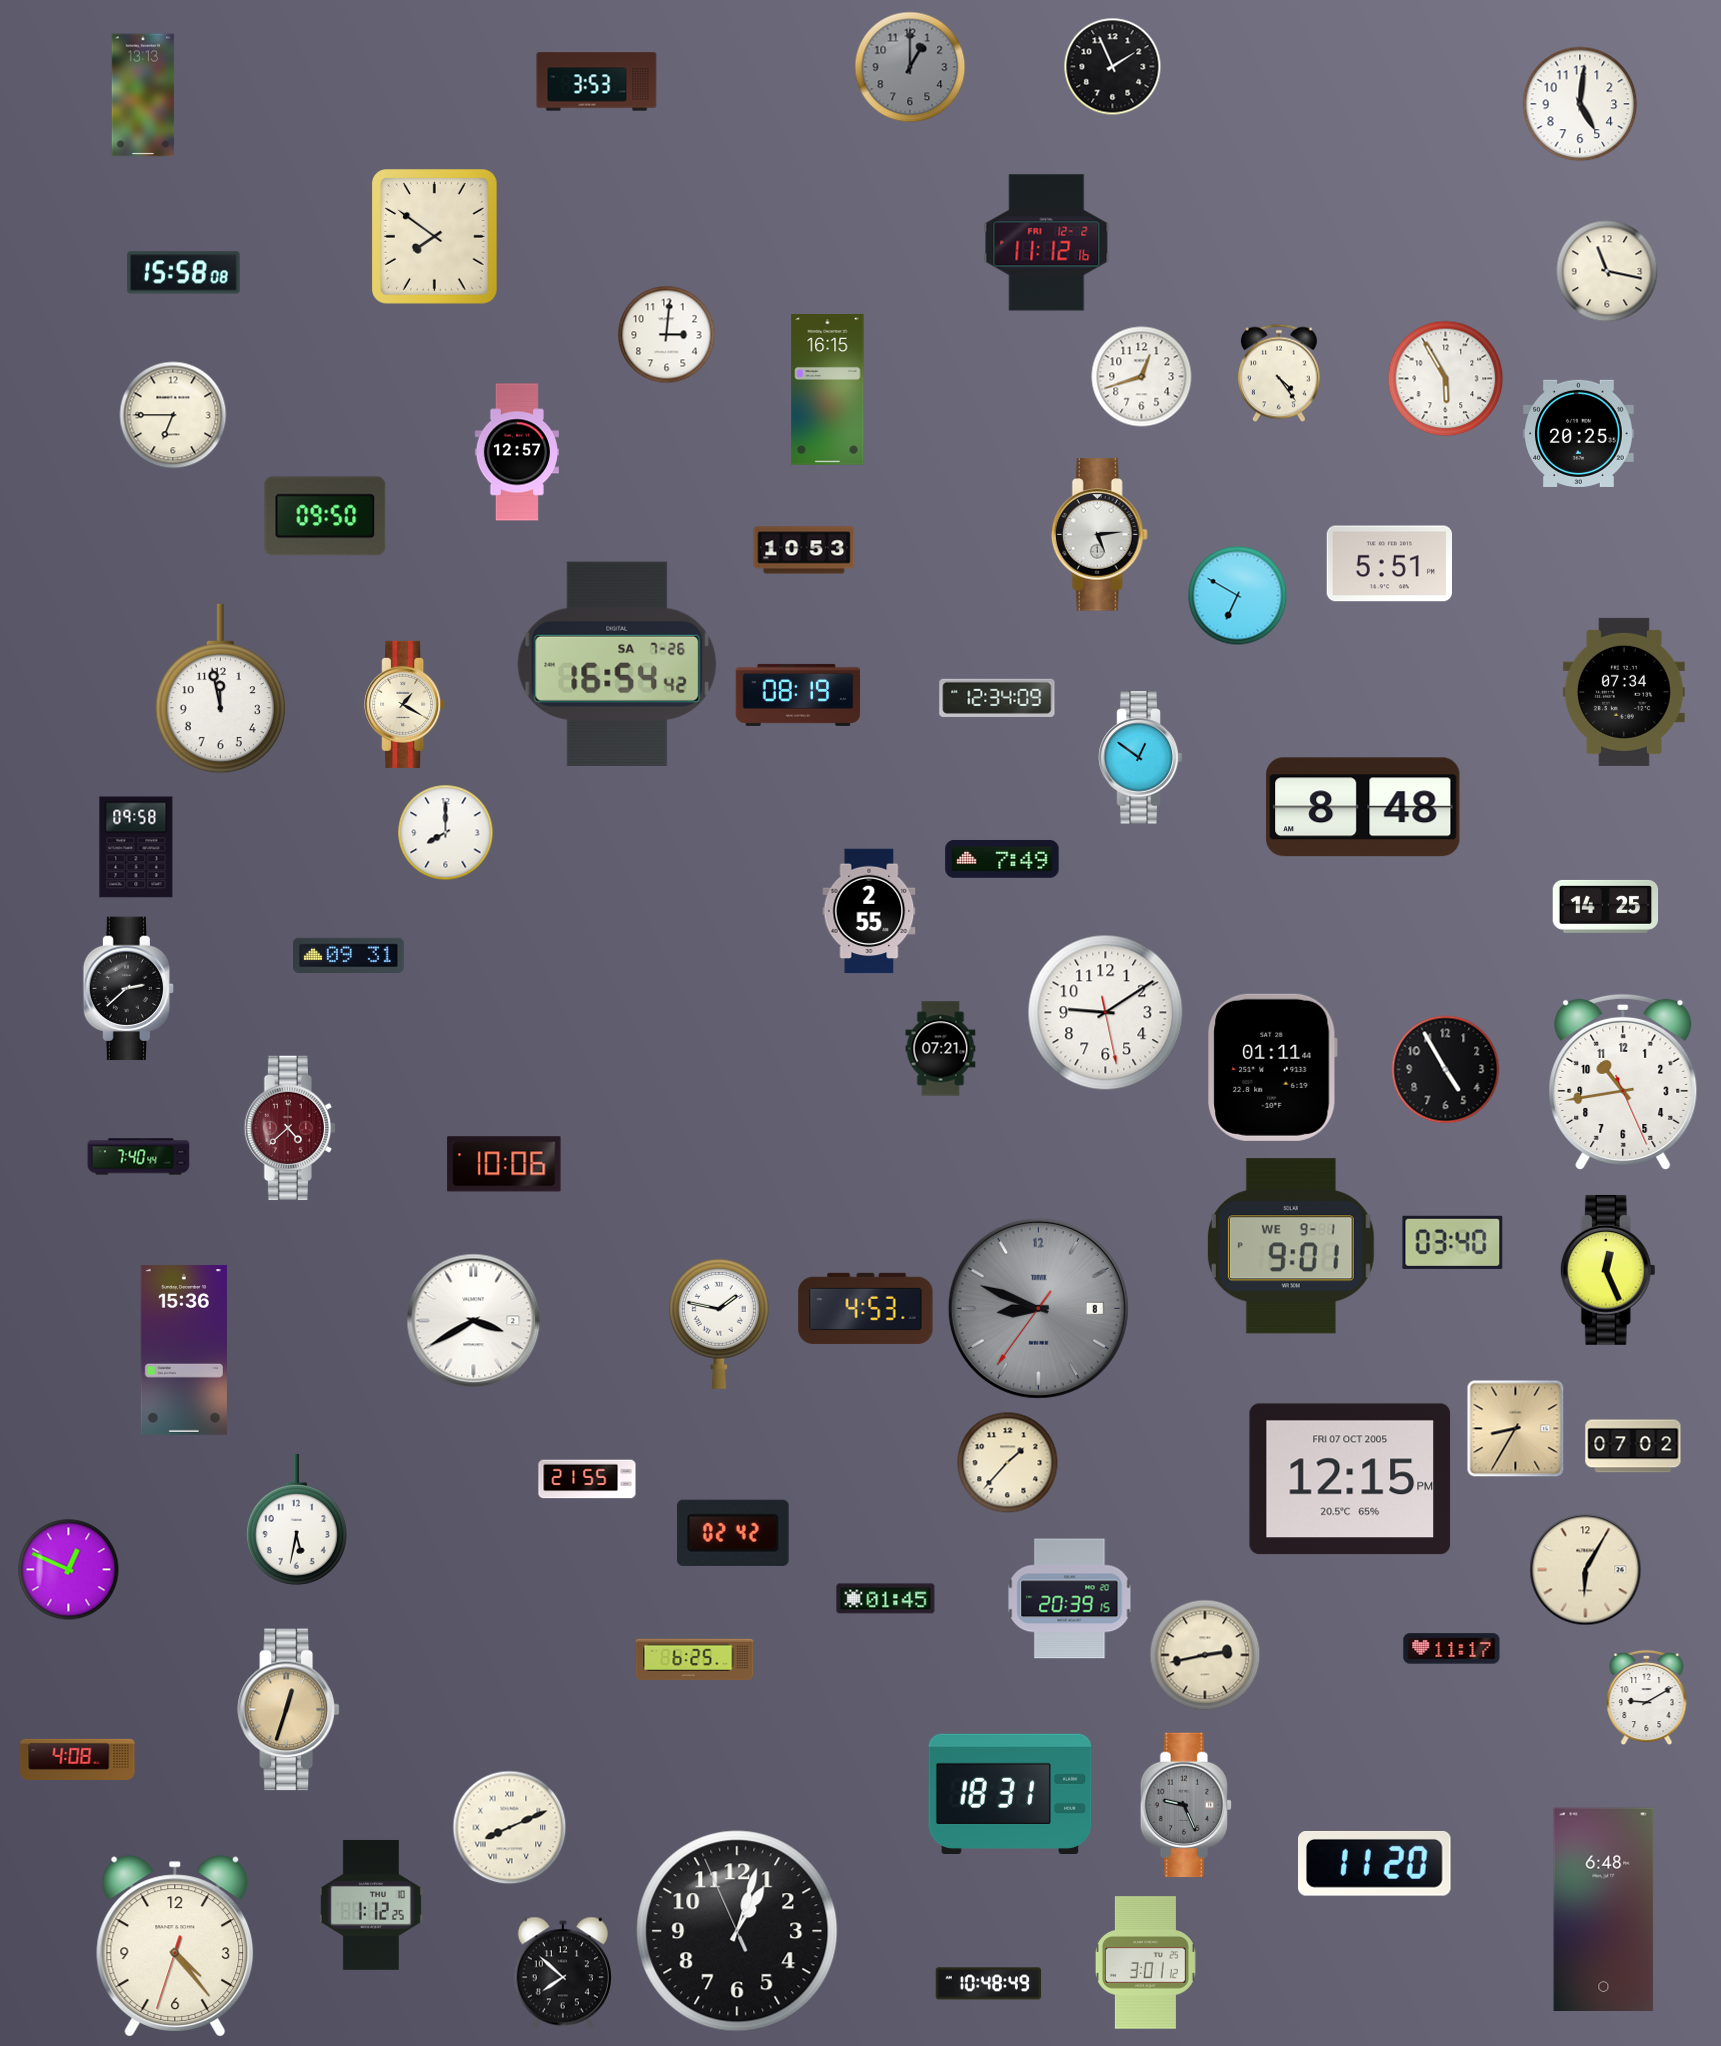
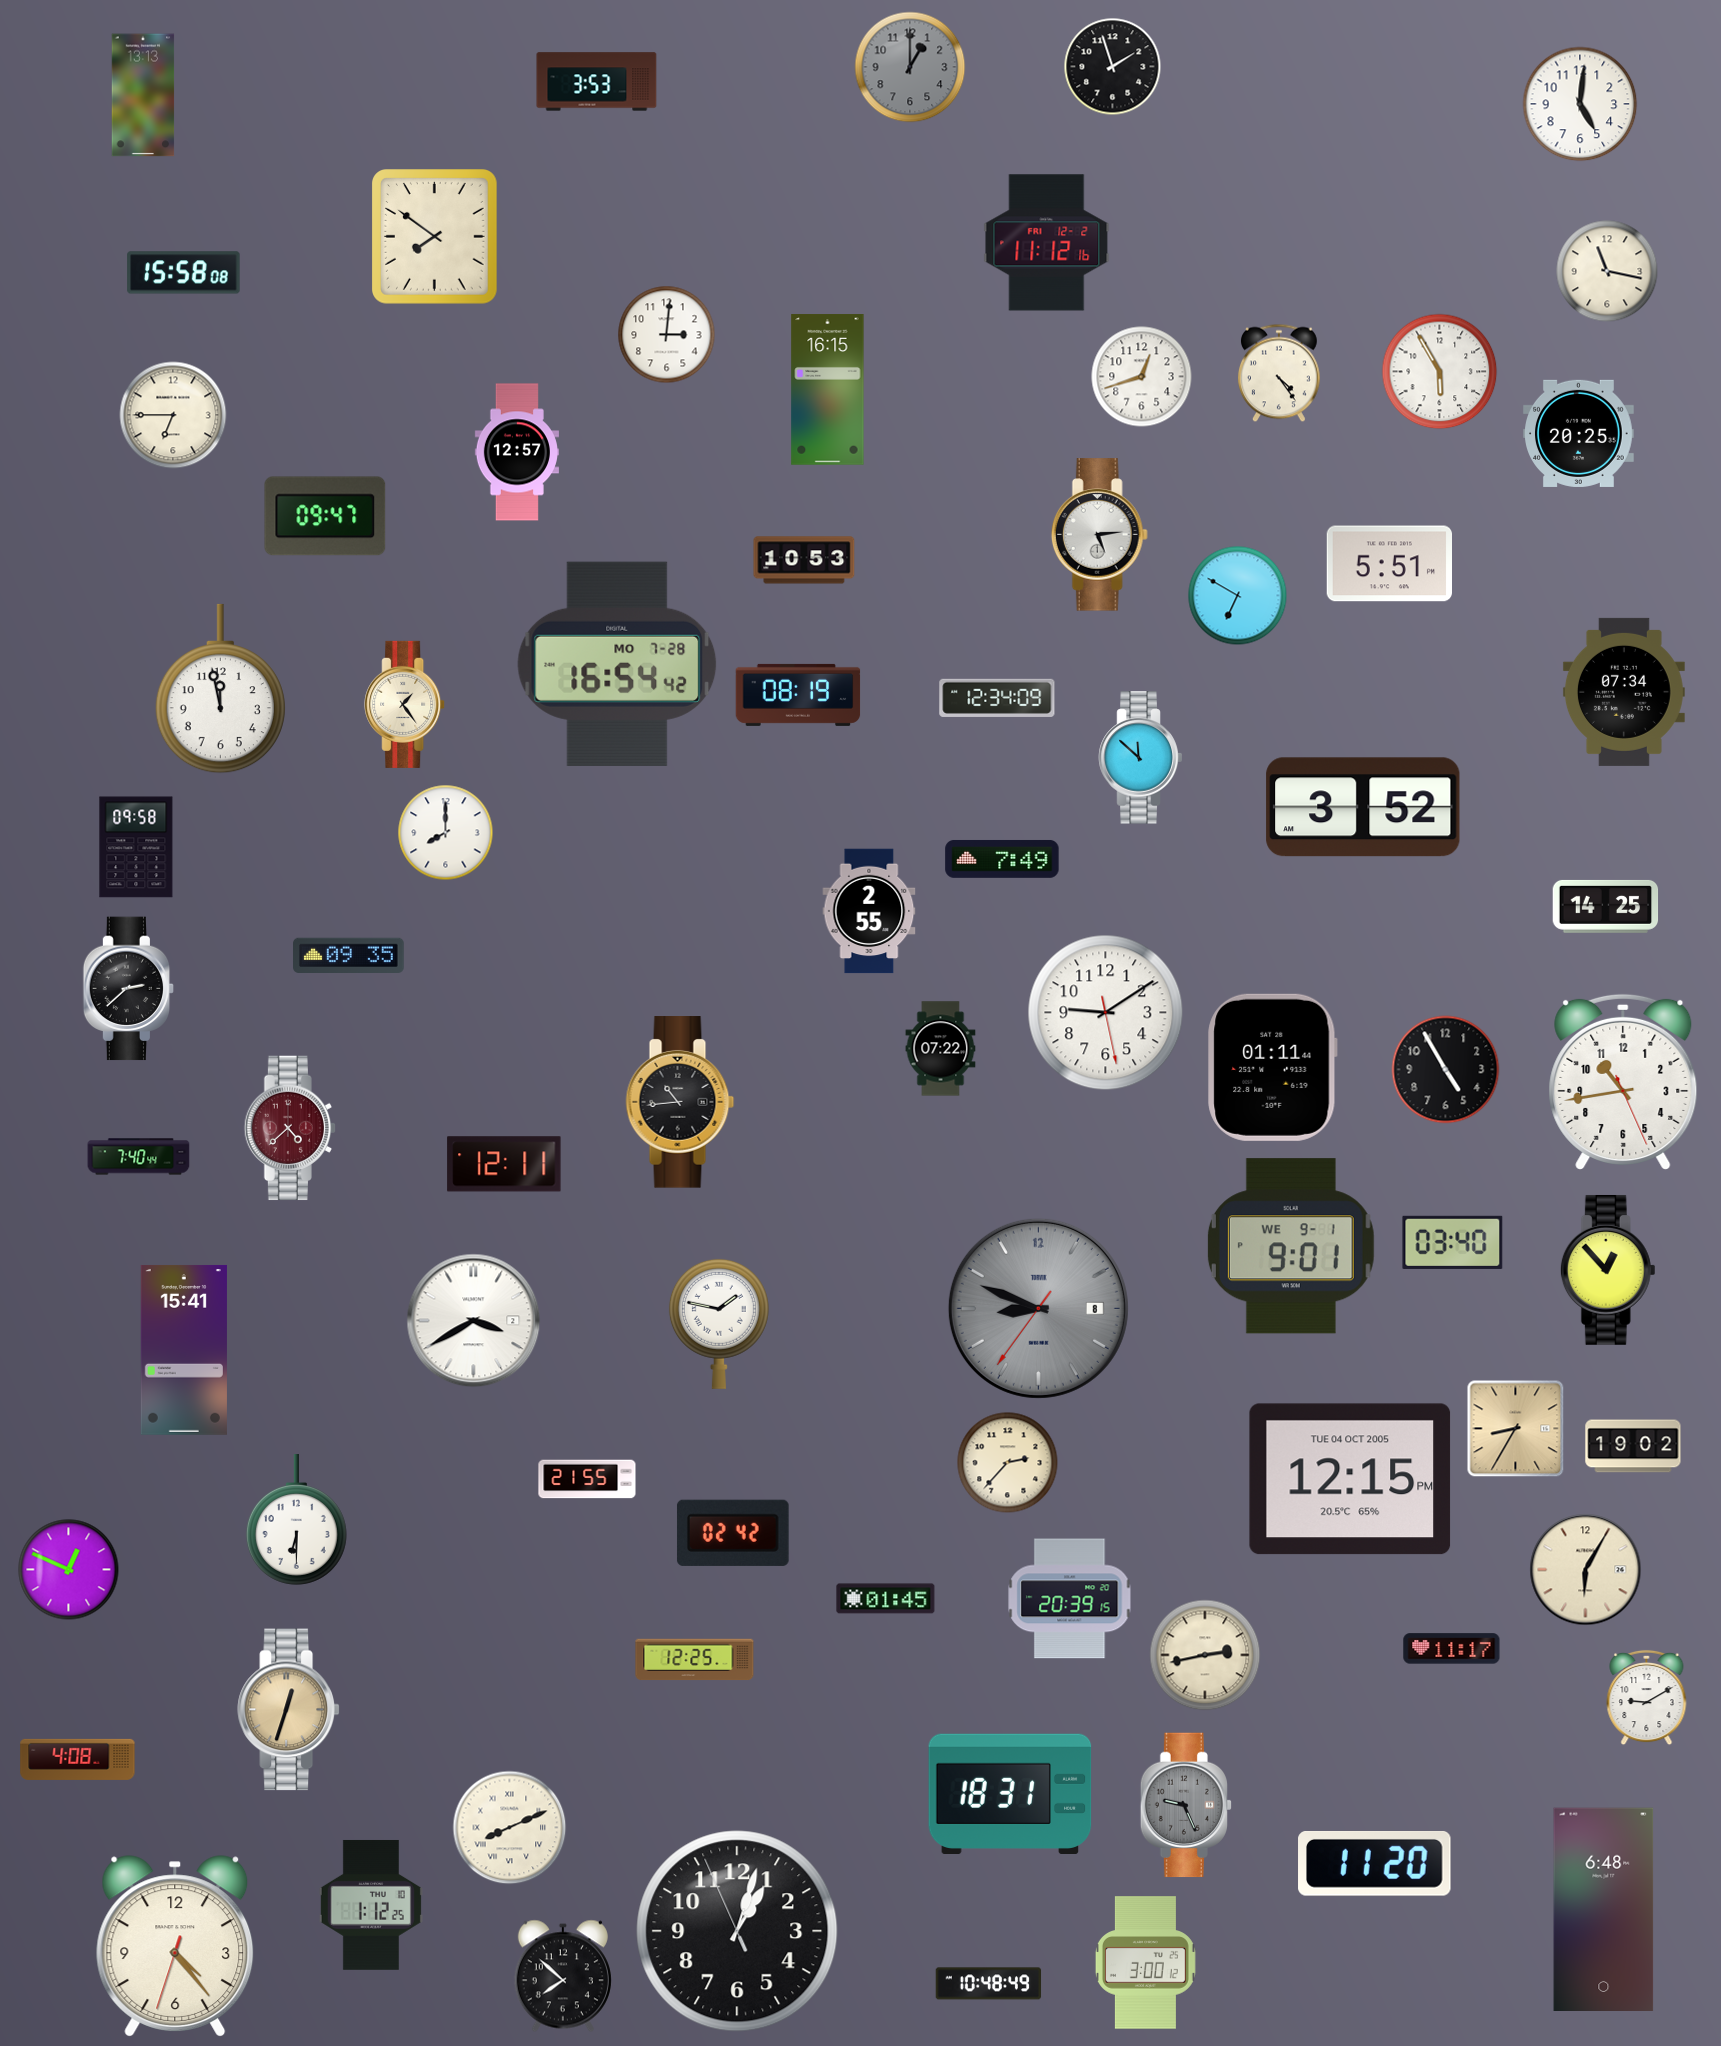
clock at (1113, 67): 1:56 -> 1:57
clock at (1446, 379) position: (1446, 379) -> (1440, 372)
clock at (325, 516): 09:50 -> 09:47
clock at (804, 550) position: (804, 550) -> (804, 560)
clock at (617, 664) date: SA 7-26 -> MO 7-28
clock at (405, 704): 1:20 -> 1:24
clock at (1141, 758): 12:51 -> 11:52
clock at (1363, 807): 8:48 -> 3:52
clock at (349, 956): 09:31 -> 09:35
clock at (941, 1049): 07:21 -> 07:22
clock at (680, 1102): none -> 10:44
clock at (504, 1164): 10:06 -> 12:11
clock at (1608, 1270): 12:26 -> 12:53
clock at (866, 1308): 4:53 -> none
clock at (184, 1350): 15:36 -> 15:41
clock at (1633, 1446): 07:02 -> 19:02
clock at (1008, 1463): 1:37 -> 2:37
clock at (1350, 1479) date: FRI 07 OCT 2005 -> TUE 04 OCT 2005
clock at (296, 1520): 5:32 -> 6:30
clock at (695, 1660): 6:25 -> 12:25
clock at (1145, 1963): 3:01 -> 3:00
clock at (563, 1973) position: (563, 1973) -> (563, 1976)
